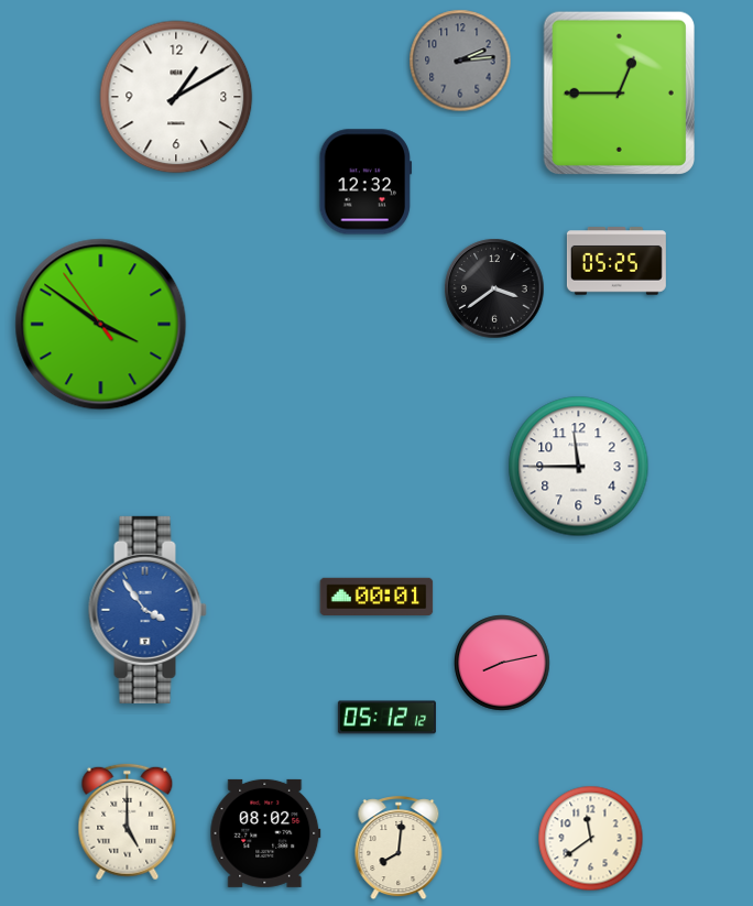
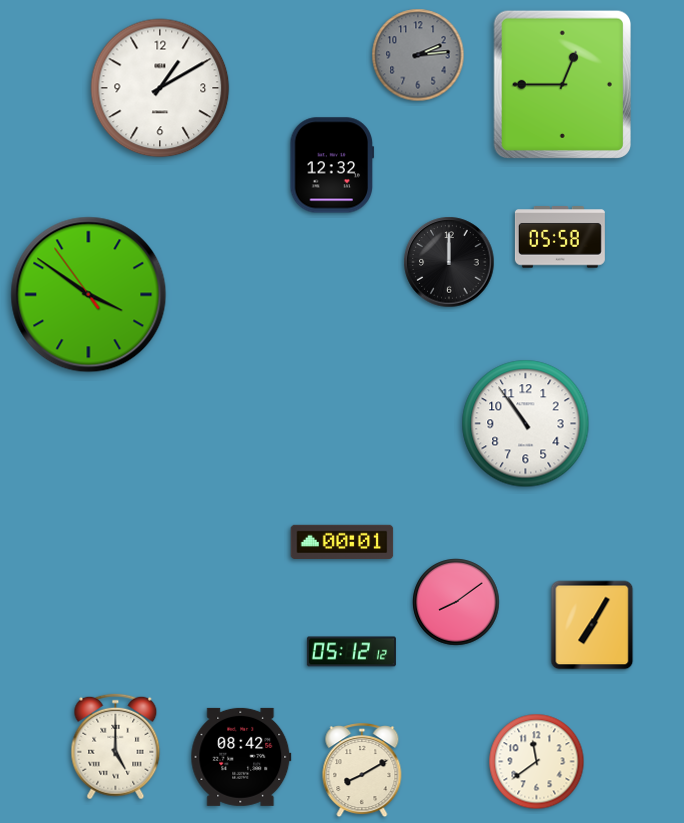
clock at (616, 261): 05:25 -> 05:58
clock at (494, 288): 3:39 -> 12:00
clock at (101, 325) position: (101, 325) -> (89, 295)
clock at (579, 467): 11:45 -> 10:54
clock at (148, 610): 3:54 -> none
clock at (502, 663): 8:13 -> 8:09
clock at (592, 625): none -> 7:05
clock at (265, 833): 08:02 -> 08:42
clock at (399, 849): 8:01 -> 8:10
